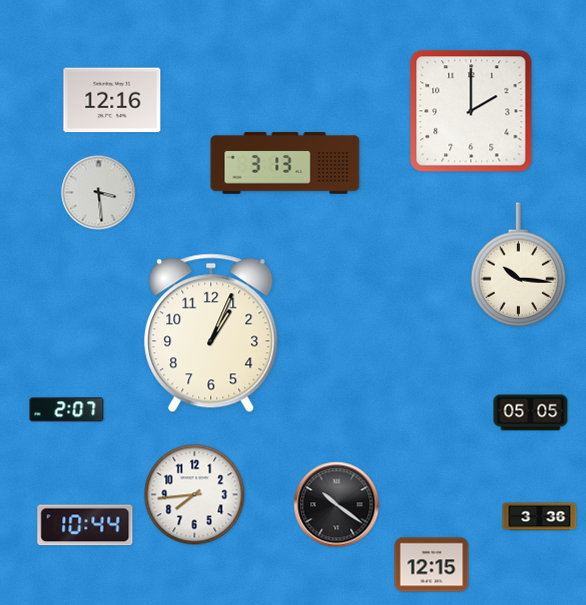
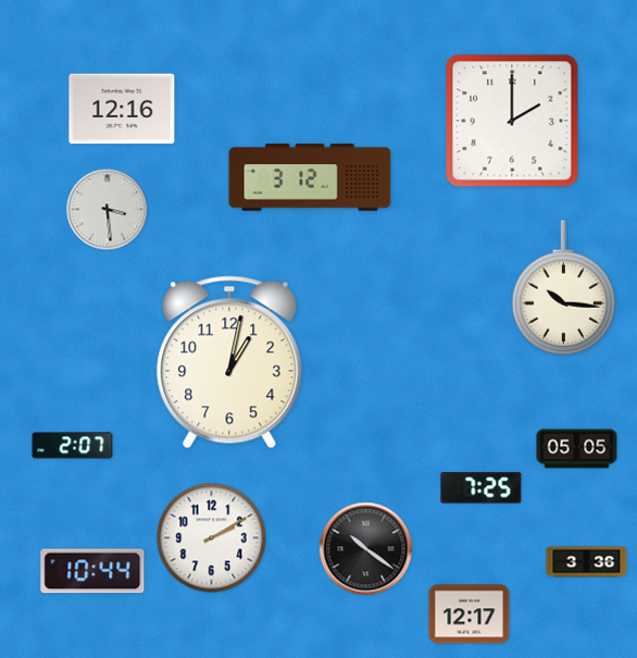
clock at (285, 163): 3:13 -> 3:12
clock at (211, 333): 1:04 -> 1:02
clock at (482, 488): none -> 7:25
clock at (195, 495): 7:44 -> 2:10
clock at (432, 565): 12:15 -> 12:17
